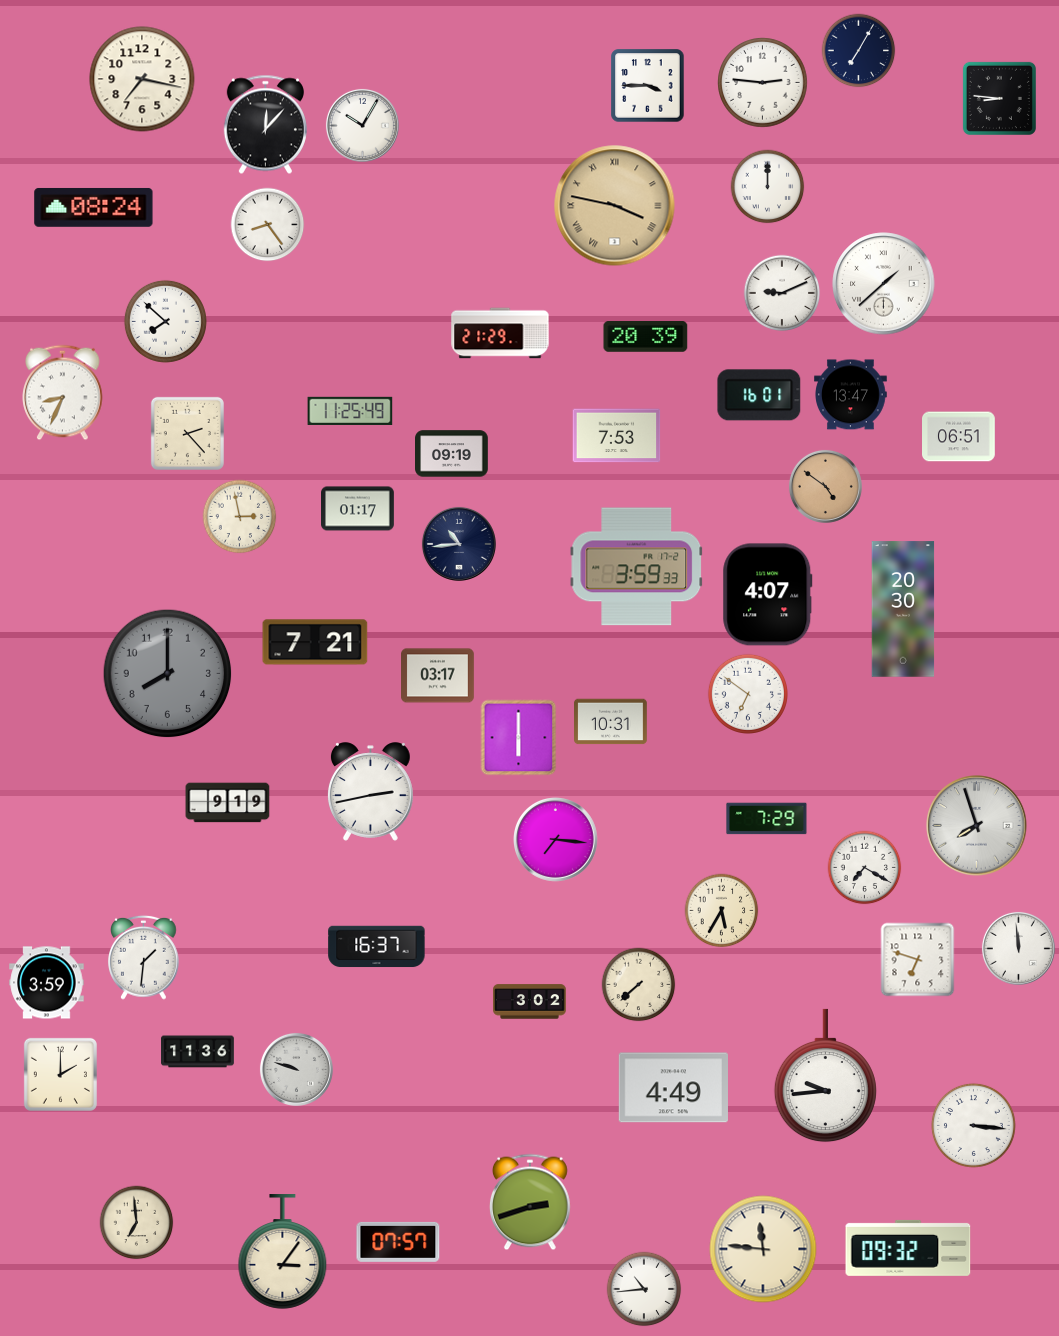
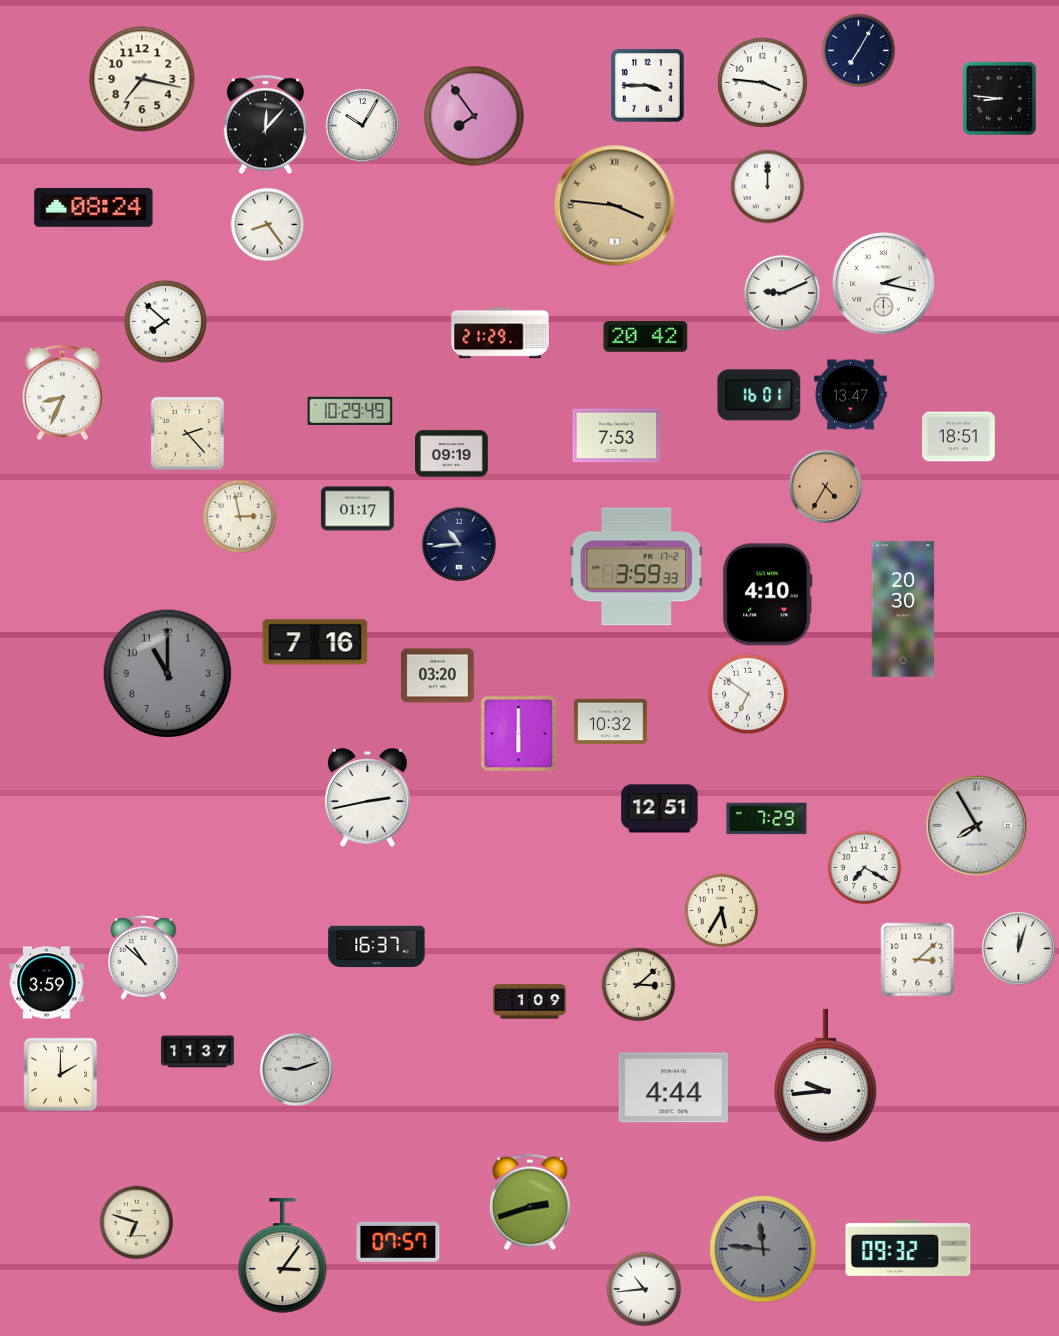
clock at (763, 83): 2:46 -> 3:46
clock at (474, 116): none -> 7:54
clock at (615, 206): 3:47 -> 3:46
clock at (884, 284): 1:38 -> 2:17
clock at (646, 337): 20:39 -> 20:42
clock at (350, 411): 11:25 -> 10:29
clock at (959, 437): 06:51 -> 18:51
clock at (825, 486): 4:51 -> 4:35
clock at (768, 595): 4:07 -> 4:10
clock at (315, 642): 7:21 -> 7:16
clock at (168, 674): 8:00 -> 11:00
clock at (438, 676): 03:17 -> 03:20
clock at (611, 722): 10:31 -> 10:32
clock at (519, 738) position: (519, 738) -> (519, 734)
clock at (370, 792) position: (370, 792) -> (367, 798)
clock at (228, 803): 9:19 -> none
clock at (660, 809): none -> 12:51
clock at (977, 826): 7:57 -> 7:55
clock at (556, 840): 7:16 -> none
clock at (1018, 948): 11:59 -> 12:03
clock at (144, 957): 1:31 -> 10:52
clock at (918, 960): 6:48 -> 3:08
clock at (639, 985): 7:38 -> 3:08
clock at (530, 1002): 3:02 -> 1:09
clock at (198, 1052): 11:36 -> 11:37
clock at (296, 1069): 9:48 -> 9:12
clock at (673, 1088): 4:49 -> 4:44
clock at (973, 1125): 3:16 -> none
clock at (137, 1223): 6:59 -> 6:48
clock at (763, 1249) dial: cream -> grey
clock at (283, 1252) position: (283, 1252) -> (283, 1256)
